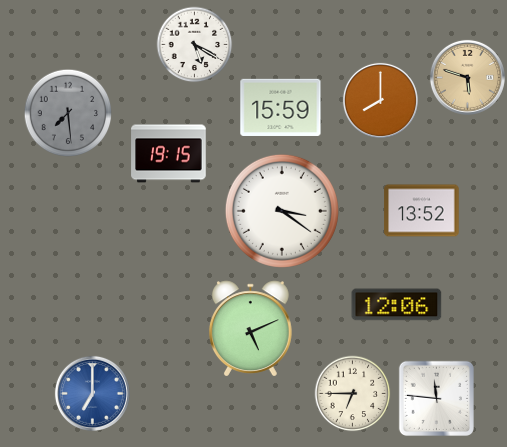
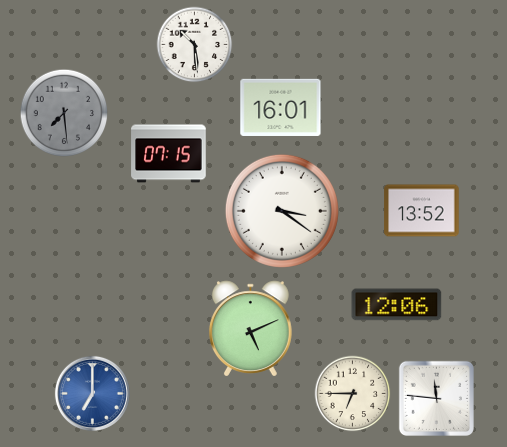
clock at (195, 45): 5:20 -> 10:29
clock at (467, 77): 5:48 -> none
clock at (380, 100): 8:00 -> none
clock at (281, 107): 15:59 -> 16:01
clock at (68, 113) position: (68, 113) -> (64, 113)
clock at (169, 154): 19:15 -> 07:15
